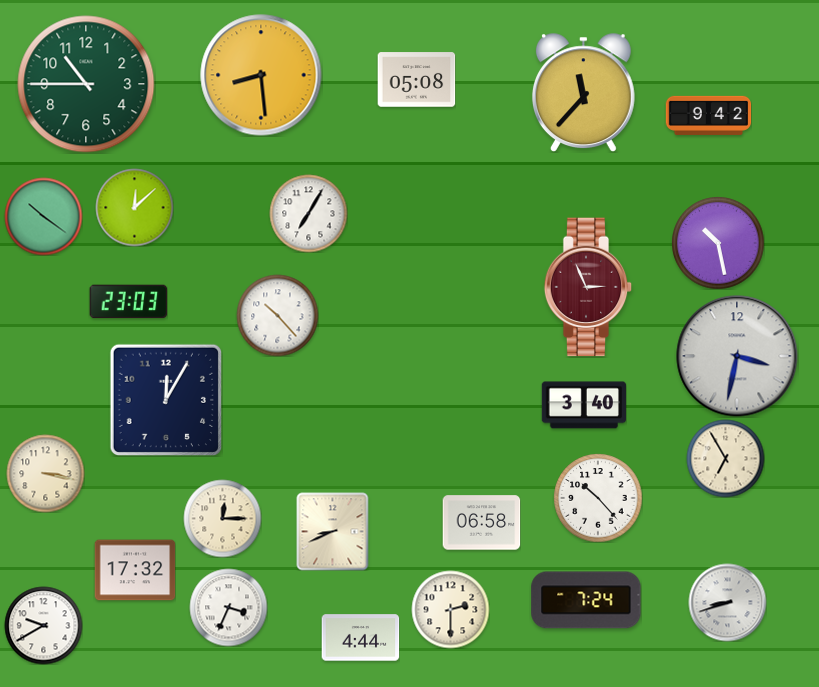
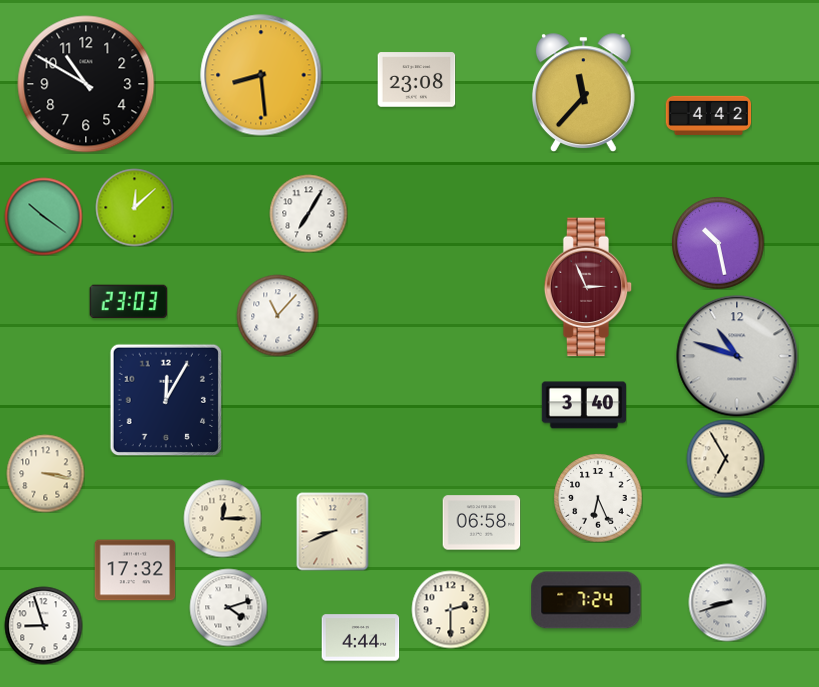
clock at (416, 80): 05:08 -> 23:08
clock at (86, 84): 10:45 -> 10:50
clock at (86, 84) dial: green -> black
clock at (708, 115): 9:42 -> 4:42
clock at (277, 315): 10:23 -> 11:07
clock at (737, 356): 3:32 -> 10:48
clock at (598, 498): 10:23 -> 6:26
clock at (228, 607): 3:34 -> 4:12
clock at (43, 625): 9:40 -> 8:57
